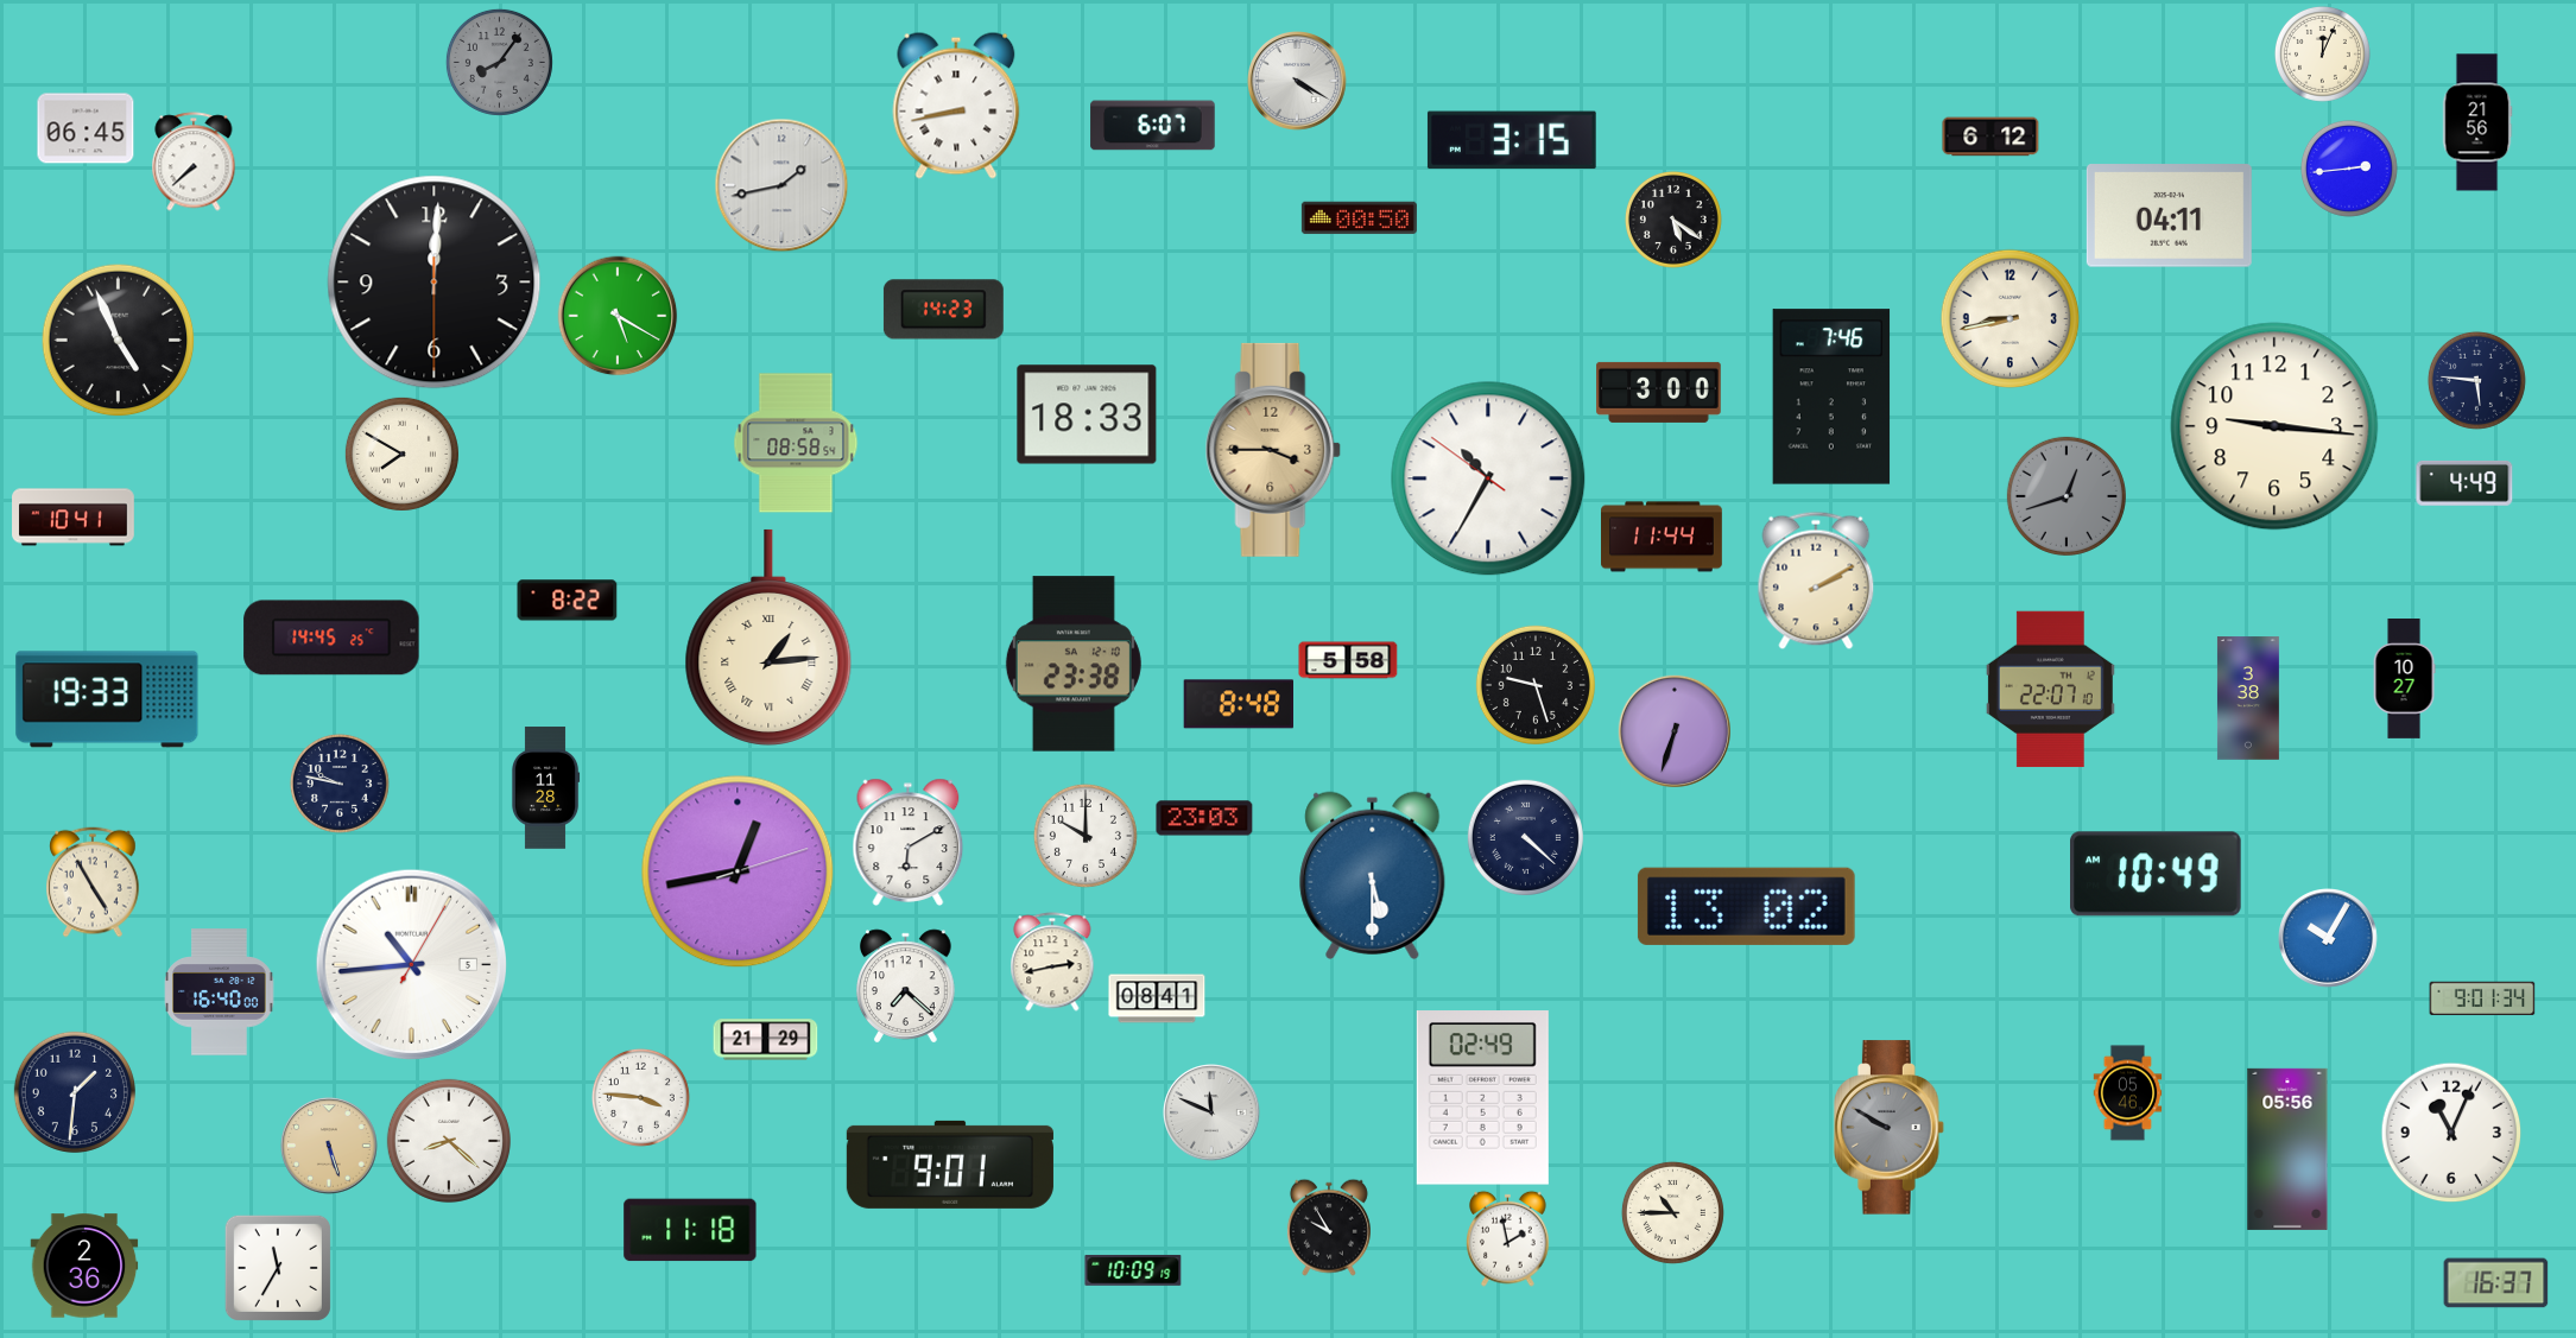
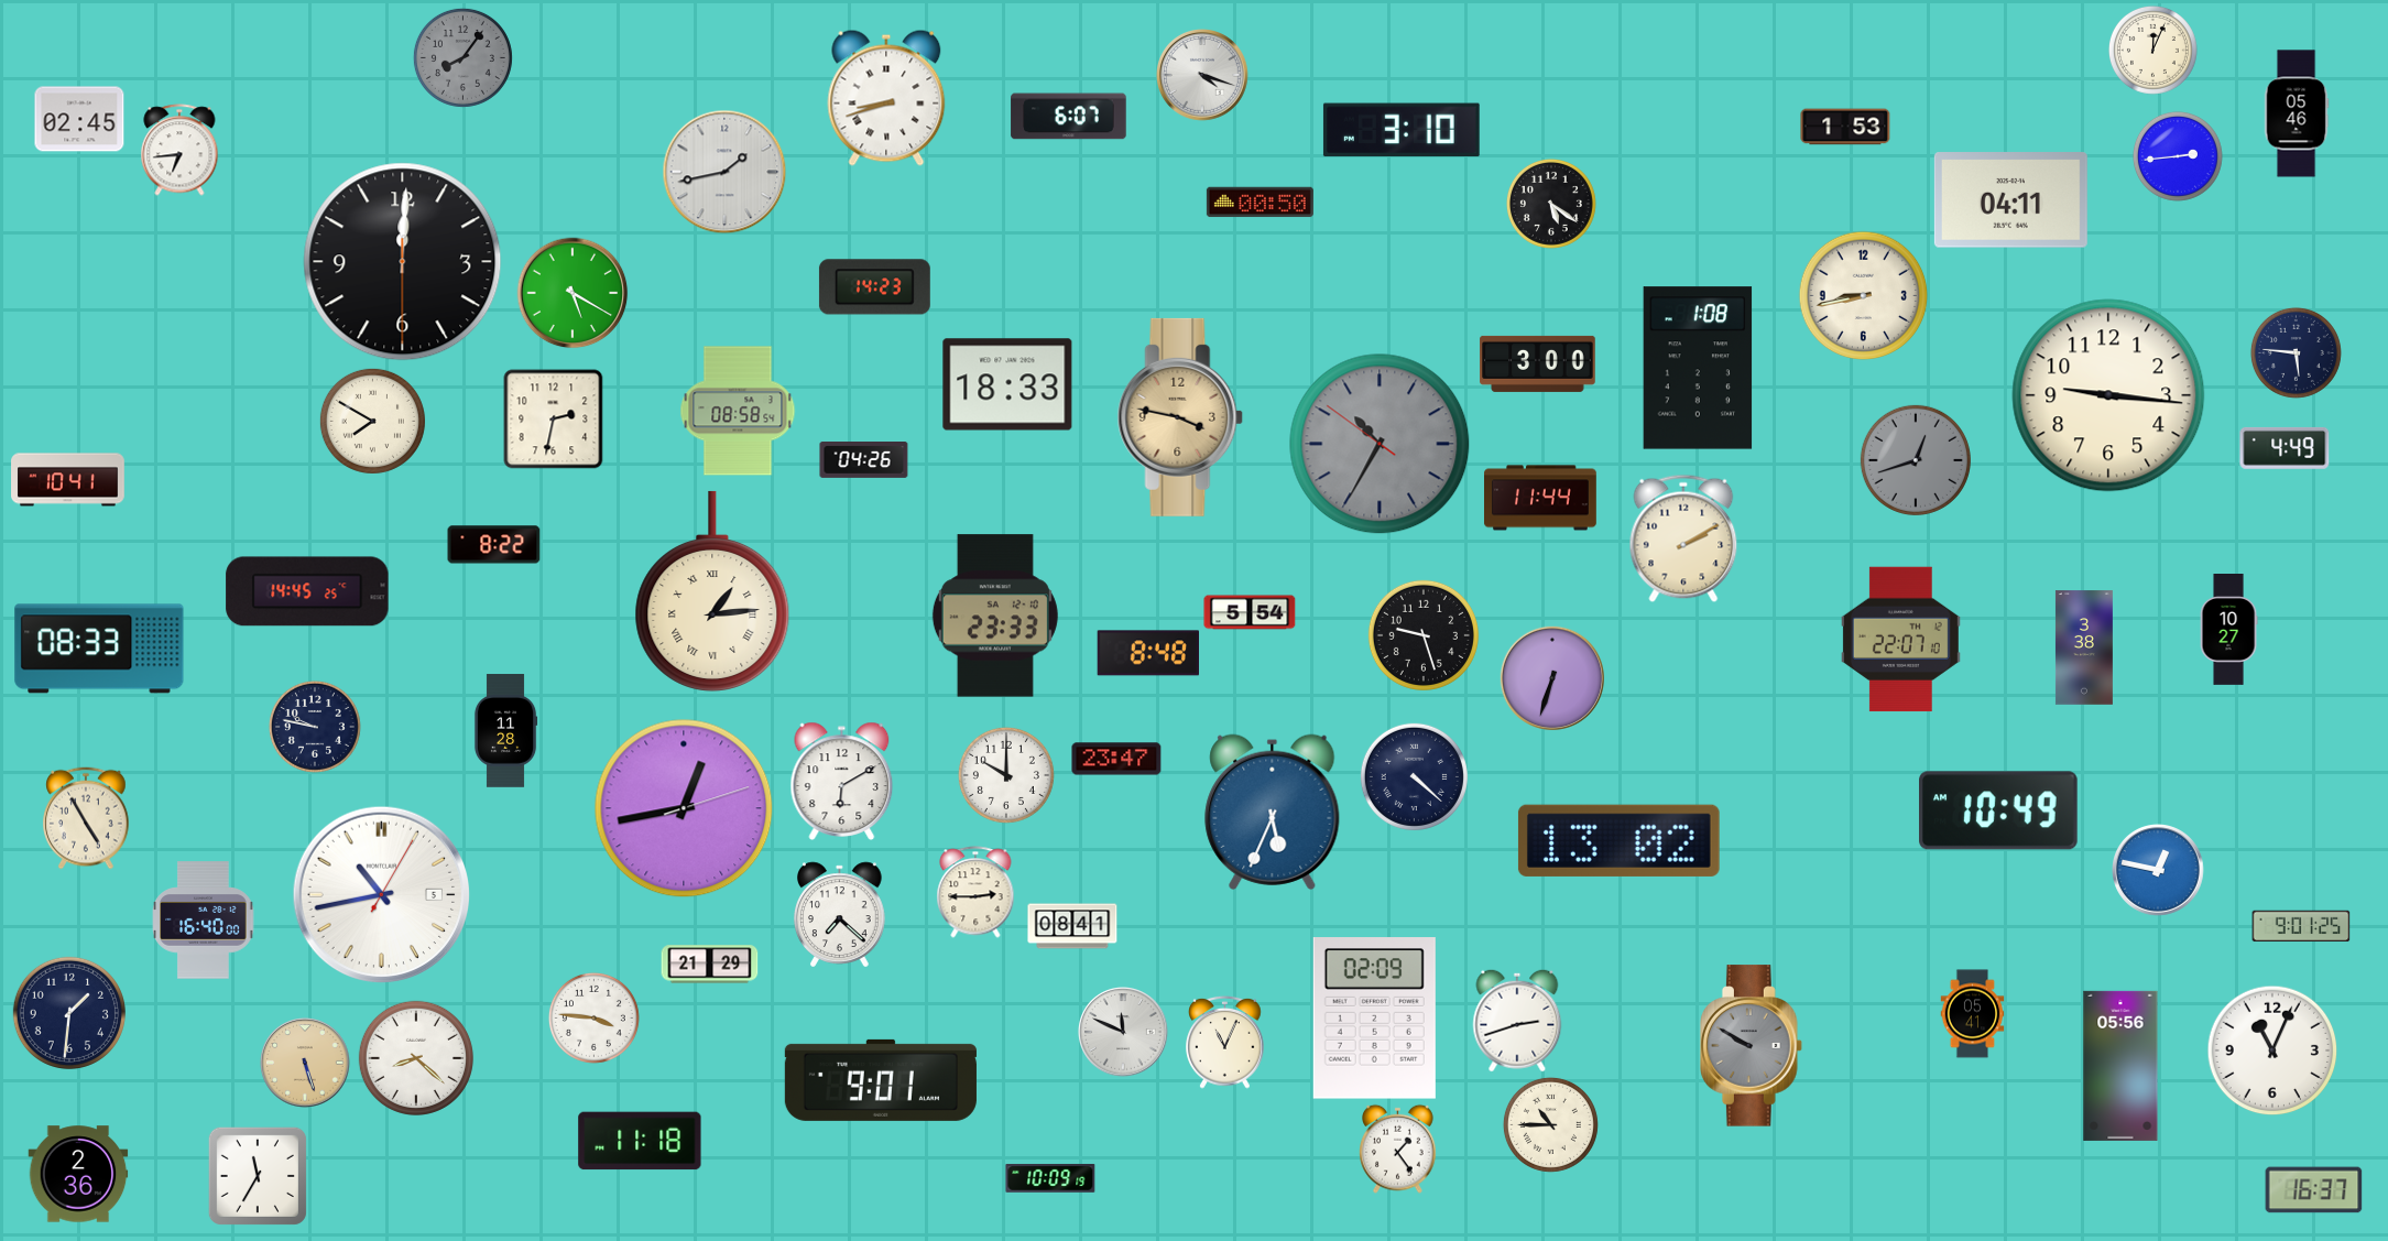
clock at (1298, 82): 4:20 -> 4:18
clock at (956, 106): 8:43 -> 8:42
clock at (2477, 122): 21:56 -> 05:46
clock at (86, 128): 06:45 -> 02:45
clock at (1990, 137): 6:12 -> 1:53
clock at (1512, 140): 3:15 -> 3:10
clock at (194, 161): 7:38 -> 6:44
clock at (119, 341): 4:56 -> none
clock at (1831, 397): 7:46 -> 1:08
clock at (1273, 450): 3:45 -> 3:47
clock at (554, 420): none -> 2:32
clock at (1488, 478) dial: white -> grey
clock at (864, 460): none -> 04:26
clock at (568, 601) position: (568, 601) -> (494, 545)
clock at (1348, 660): 5:58 -> 5:54
clock at (1074, 664): 23:38 -> 23:33
clock at (107, 699): 19:33 -> 08:33
clock at (1204, 818): 23:03 -> 23:47
clock at (1373, 875): 5:30 -> 5:34
clock at (2329, 939): 10:05 -> 12:47
clock at (1052, 962): 2:43 -> 2:45
clock at (412, 965): 10:44 -> 10:43
clock at (2482, 998): 9:01:34 -> 9:01:25
clock at (2128, 1093): 05:46 -> 05:41
clock at (1482, 1098): 02:49 -> 02:09
clock at (1517, 1021): none -> 2:42
clock at (1225, 1042): none -> 11:04
clock at (1329, 1228): 9:55 -> none
clock at (1508, 1238): 1:58 -> 1:24
